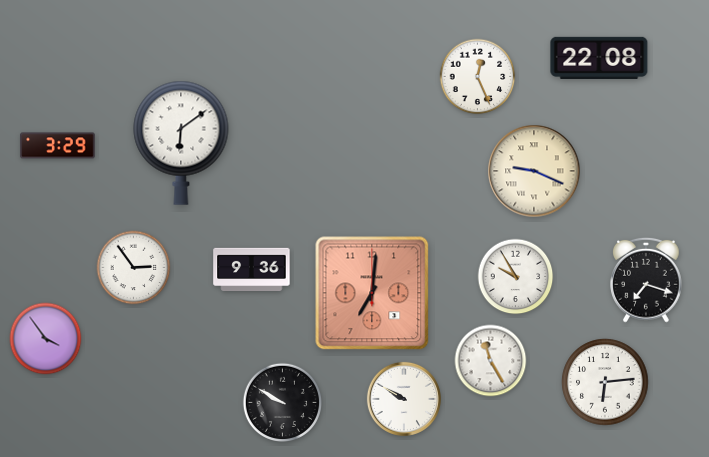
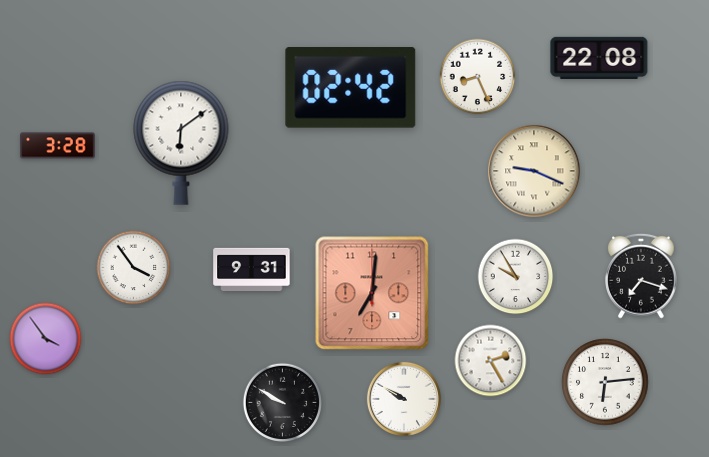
clock at (478, 77): 12:26 -> 8:26
clock at (351, 88): none -> 02:42
clock at (58, 146): 3:29 -> 3:28
clock at (134, 268): 2:54 -> 3:54
clock at (252, 270): 9:36 -> 9:31
clock at (646, 280) position: (646, 280) -> (641, 276)
clock at (491, 361): 11:25 -> 2:25
